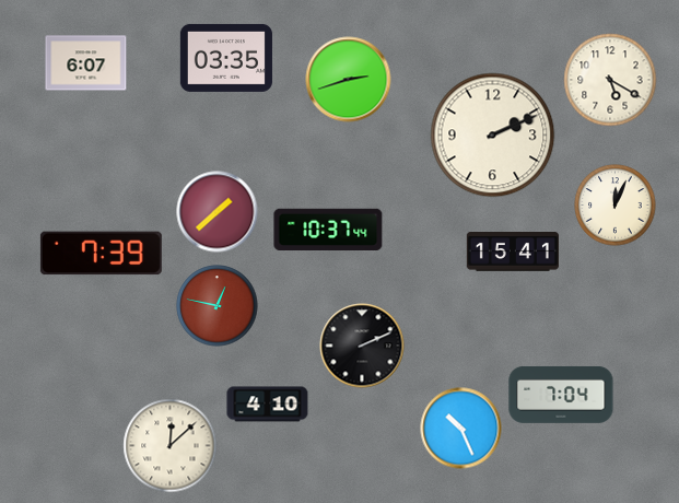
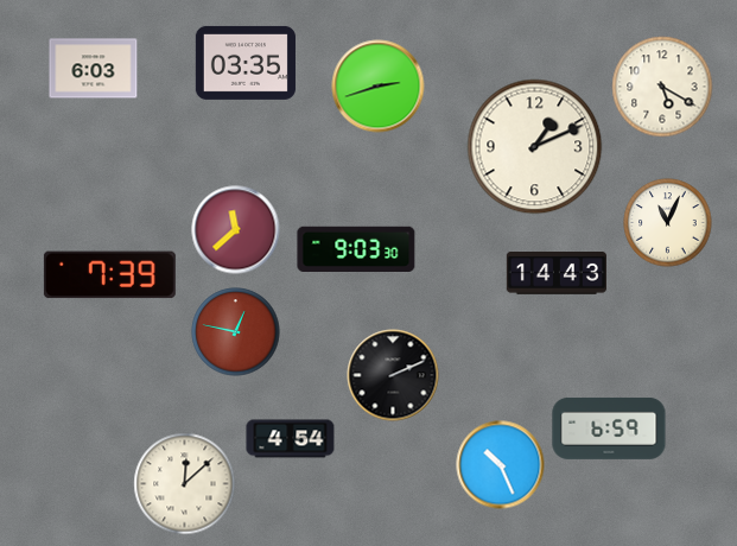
clock at (86, 63): 6:07 -> 6:03
clock at (493, 136): 2:11 -> 1:11
clock at (616, 206): 12:04 -> 11:04
clock at (218, 212): 1:38 -> 11:38
clock at (328, 229): 10:37 -> 9:03
clock at (513, 253): 15:41 -> 14:43
clock at (561, 395): 7:04 -> 6:59
clock at (268, 405): 4:10 -> 4:54
